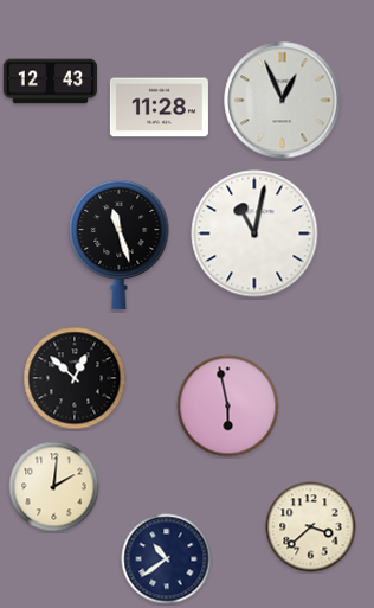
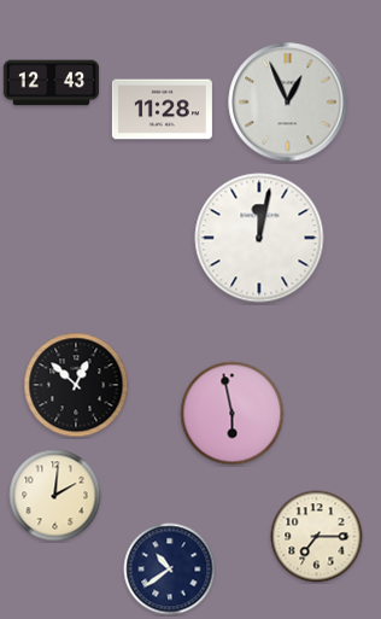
clock at (254, 233): 11:02 -> 12:02
clock at (120, 244): 11:27 -> none
clock at (311, 527): 3:38 -> 7:15
